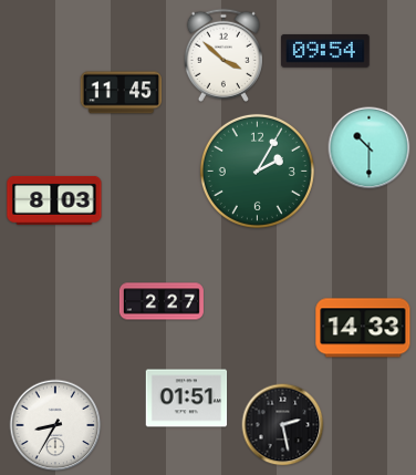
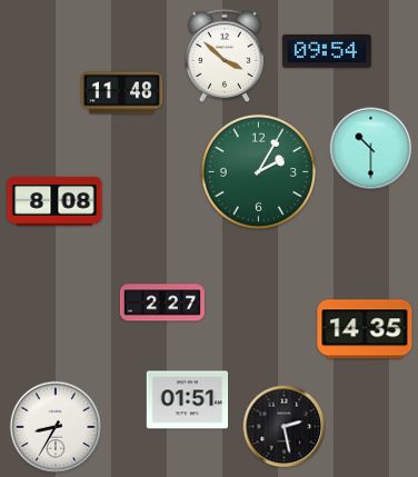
clock at (122, 93): 11:45 -> 11:48
clock at (54, 200): 8:03 -> 8:08
clock at (363, 328): 14:33 -> 14:35
